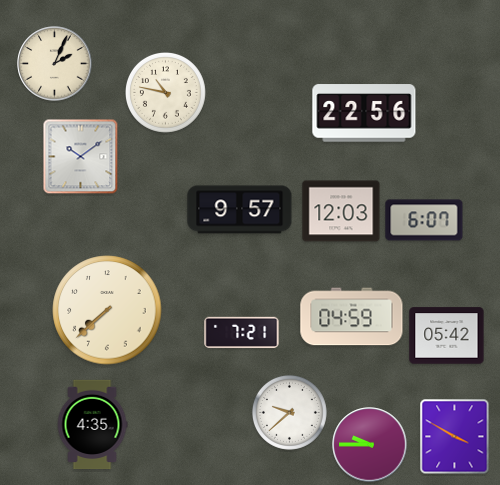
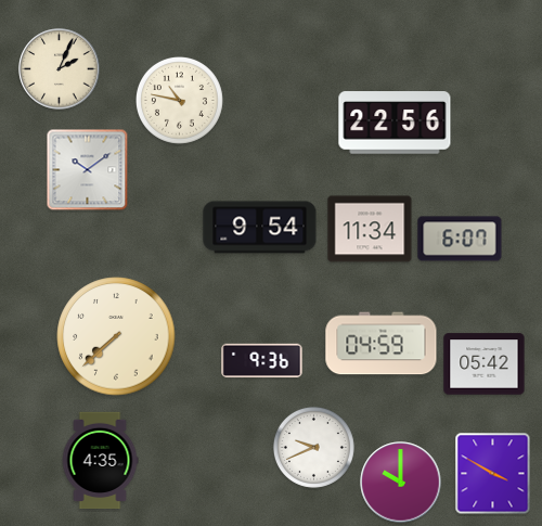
clock at (240, 210): 9:57 -> 9:54
clock at (341, 211): 12:03 -> 11:34
clock at (242, 333): 7:21 -> 9:36
clock at (289, 412): 9:38 -> 9:41
clock at (370, 445): 9:45 -> 10:00
